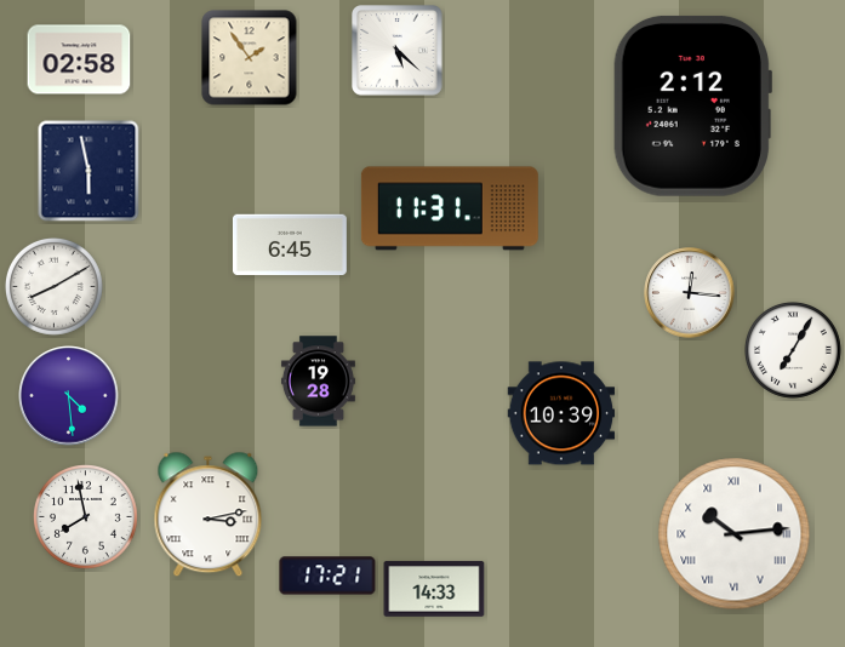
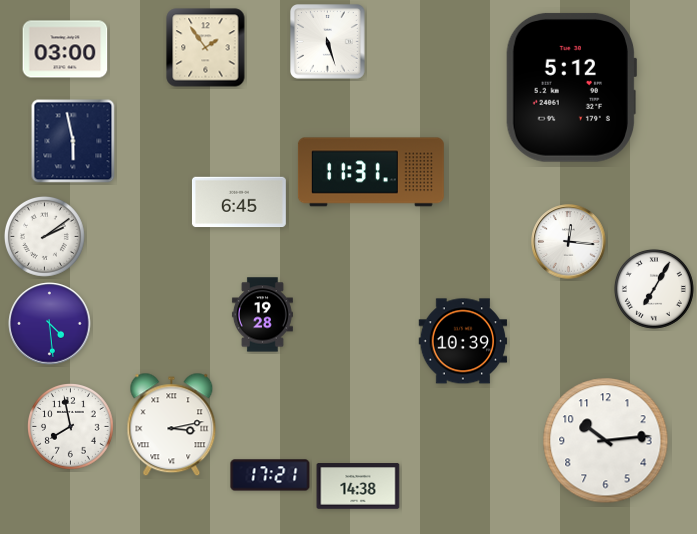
clock at (398, 51): 5:22 -> 5:27
clock at (79, 59): 02:58 -> 03:00
clock at (692, 105): 2:12 -> 5:12
clock at (53, 286): 8:10 -> 2:09
clock at (69, 396) position: (69, 396) -> (50, 324)
clock at (735, 534) numerals: Roman -> Arabic
clock at (434, 589): 14:33 -> 14:38
